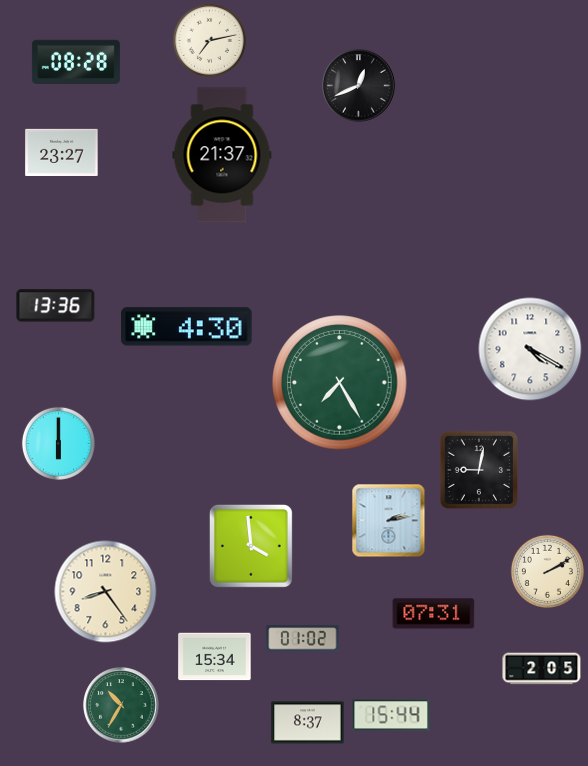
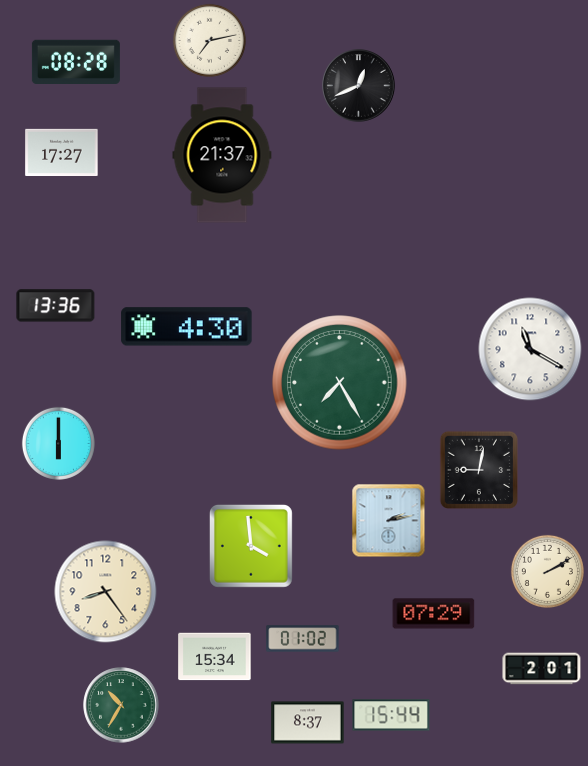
clock at (62, 152): 23:27 -> 17:27
clock at (530, 349): 4:20 -> 11:20
clock at (434, 614): 07:31 -> 07:29
clock at (542, 669): 2:05 -> 2:01
